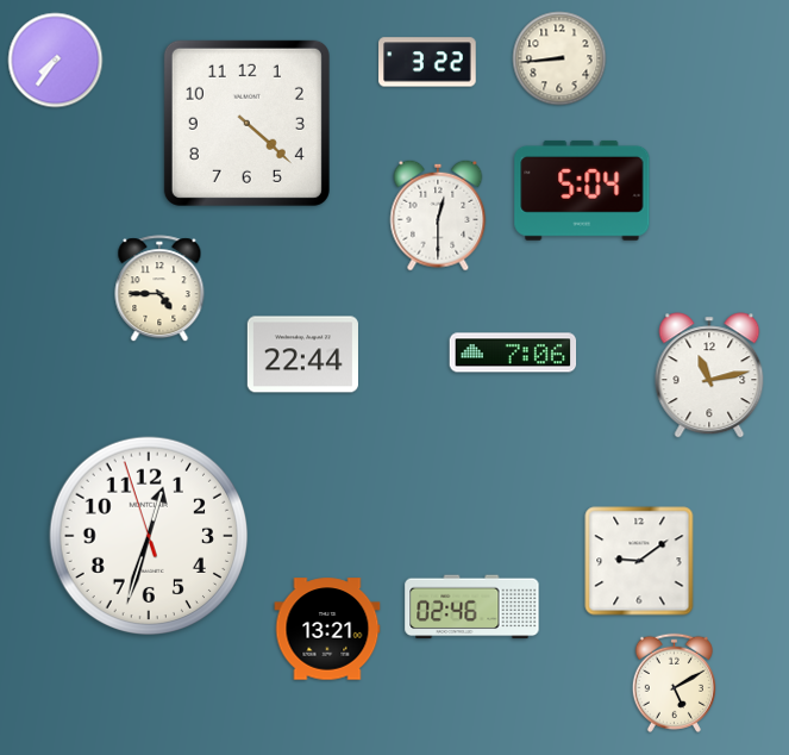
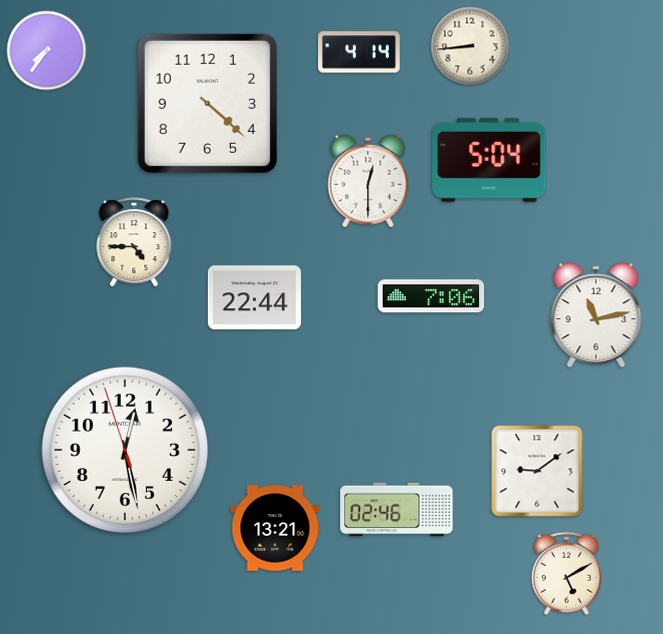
clock at (559, 58) position: (559, 58) -> (470, 46)
clock at (427, 62): 3:22 -> 4:14
clock at (149, 536): 12:32 -> 12:27
